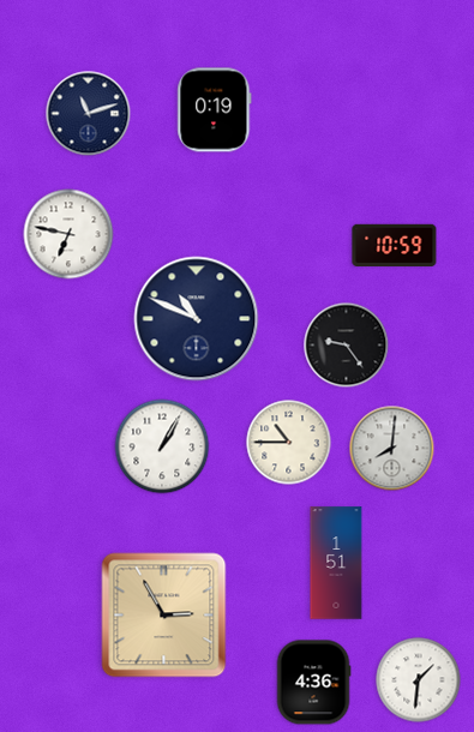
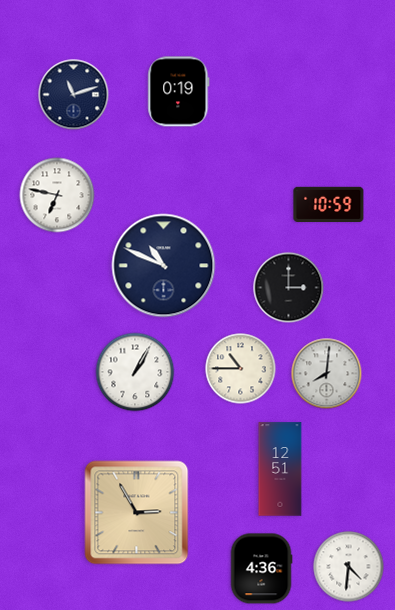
clock at (347, 346): 9:24 -> 3:00
clock at (336, 563): 1:51 -> 12:51
clock at (419, 680): 1:31 -> 4:31
